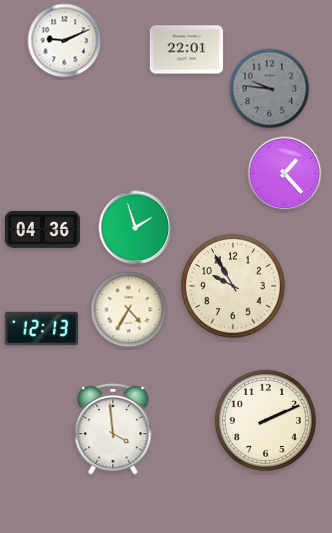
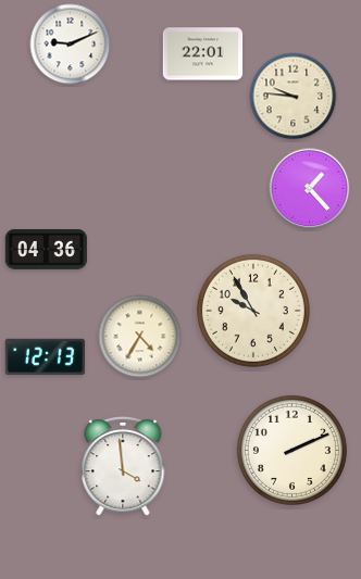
clock at (270, 89) dial: grey -> cream
clock at (136, 228): 1:57 -> none
clock at (265, 420) position: (265, 420) -> (291, 450)
